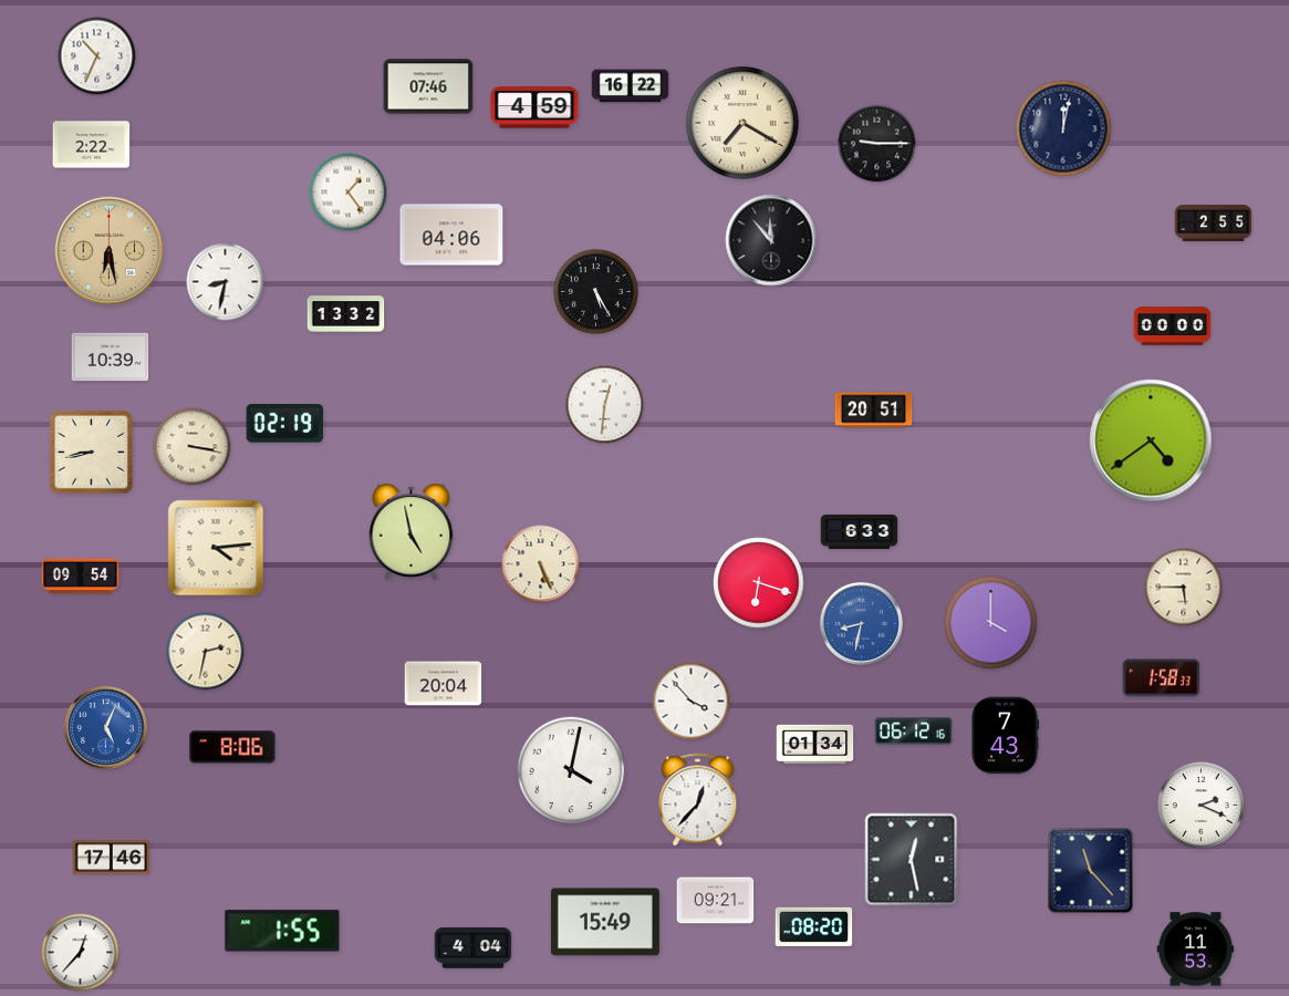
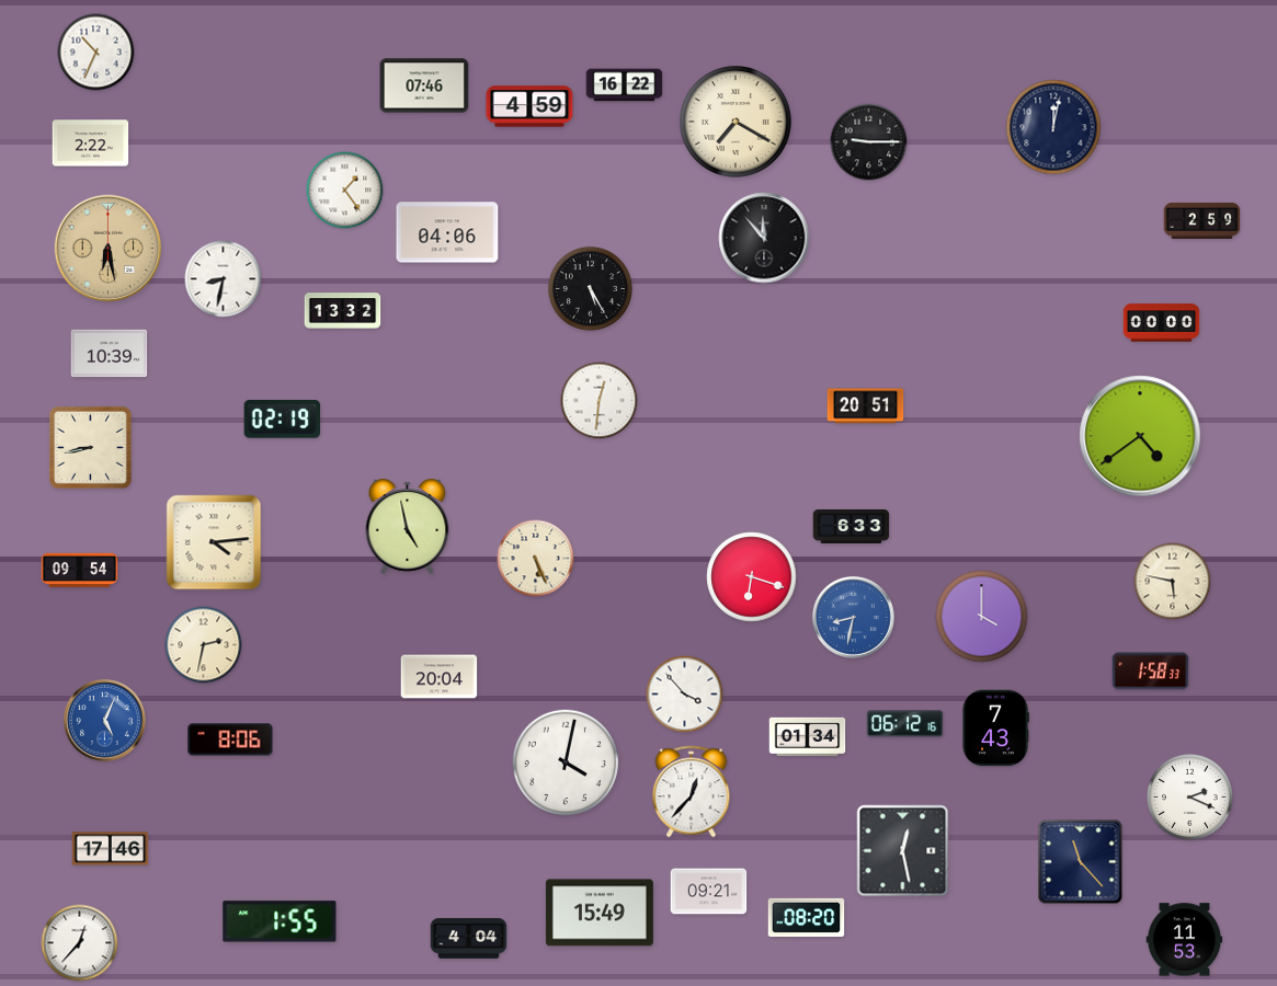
clock at (97, 56) position: (97, 56) -> (96, 53)
clock at (1214, 222): 2:55 -> 2:59
clock at (193, 447): 3:17 -> none
clock at (1184, 588): 5:45 -> 5:47
